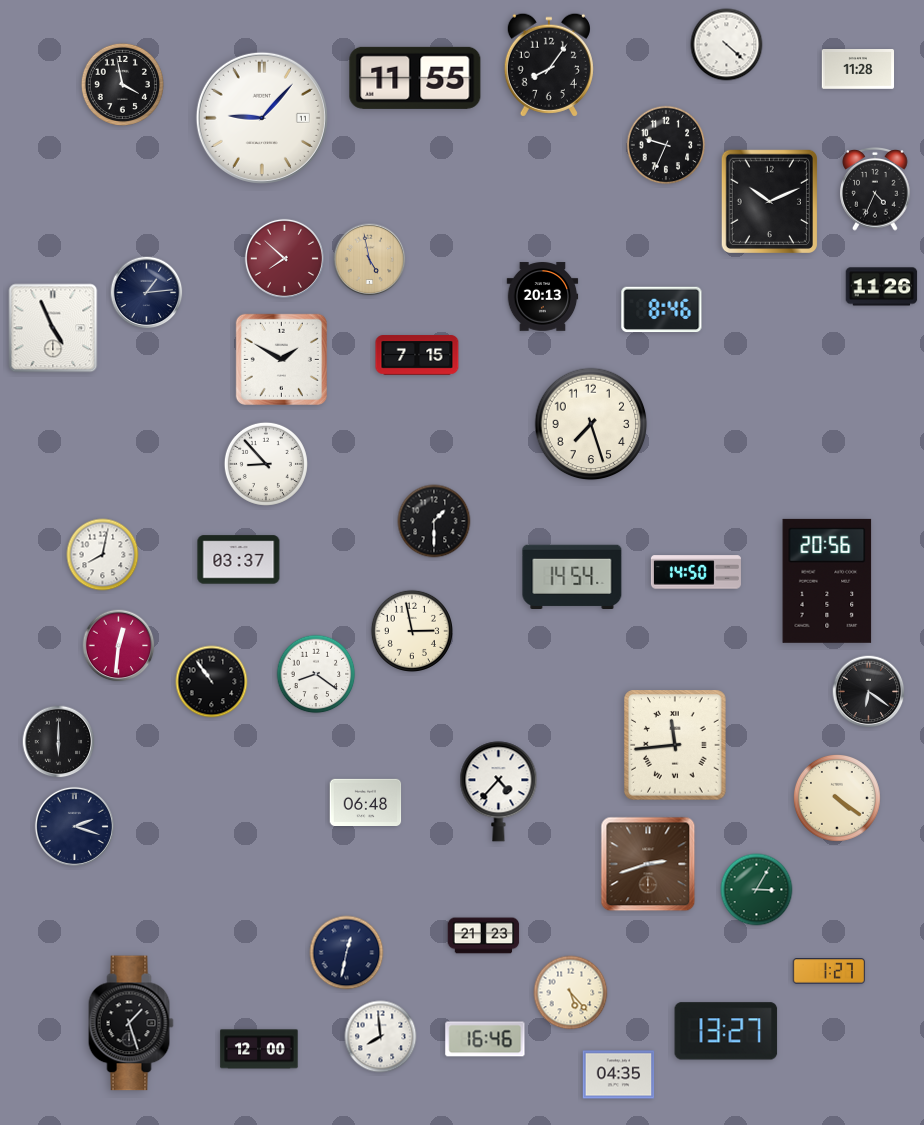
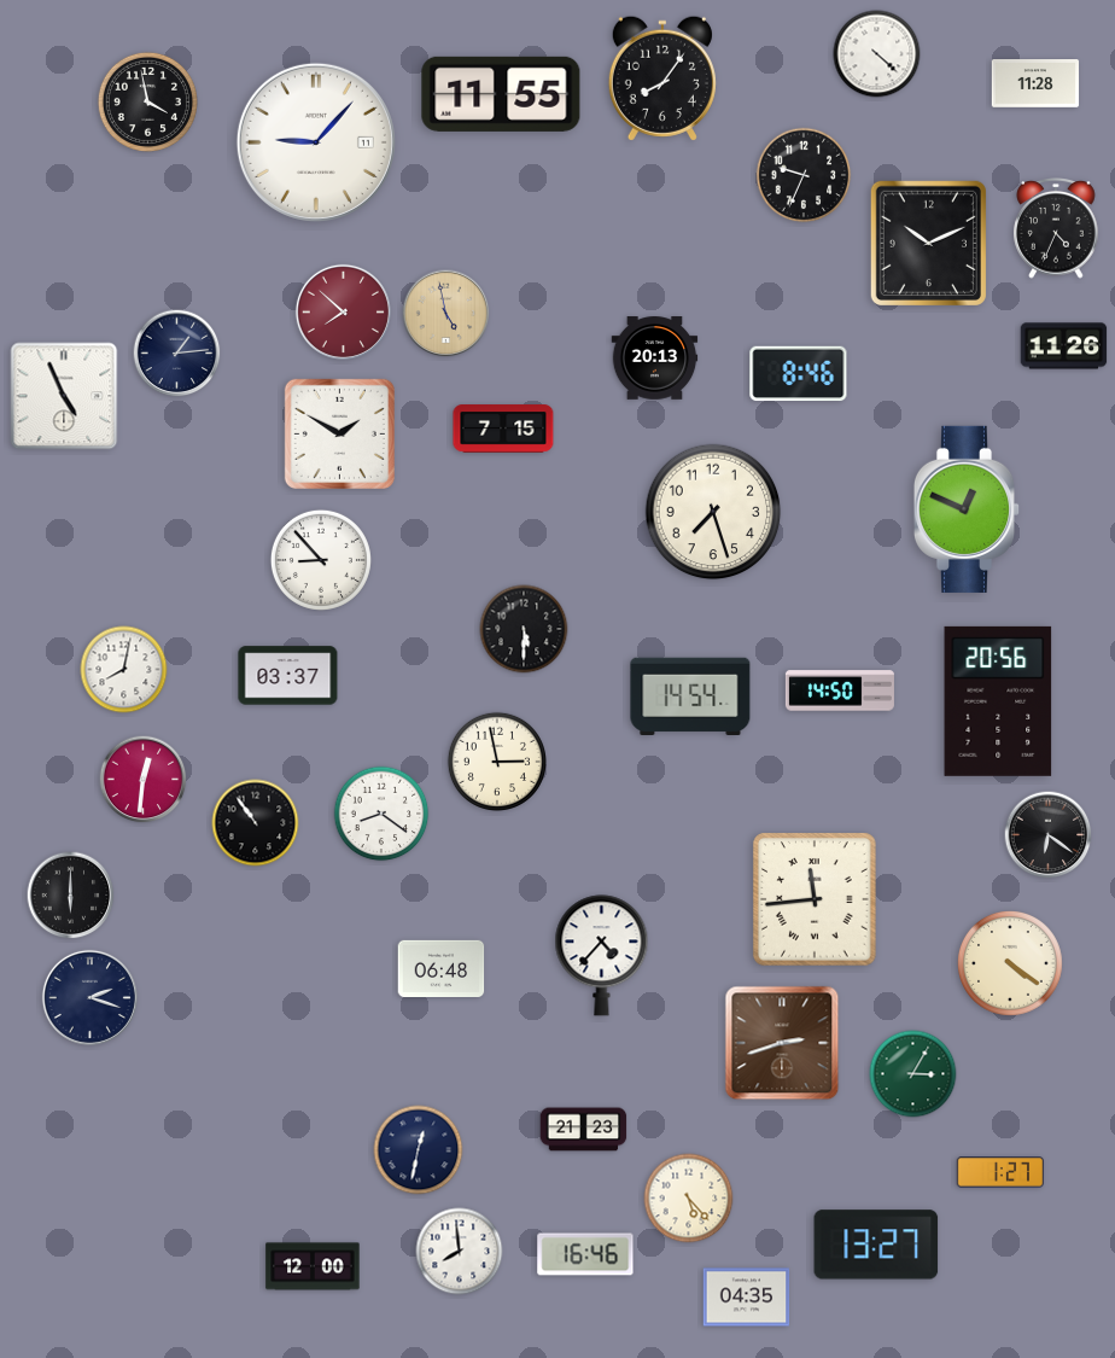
clock at (967, 509): none -> 12:49
clock at (434, 521): 1:30 -> 5:30
clock at (131, 1023): 1:27 -> none
